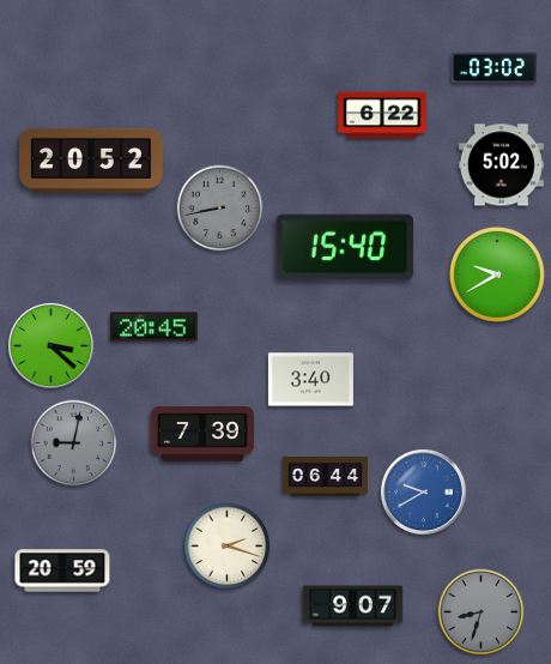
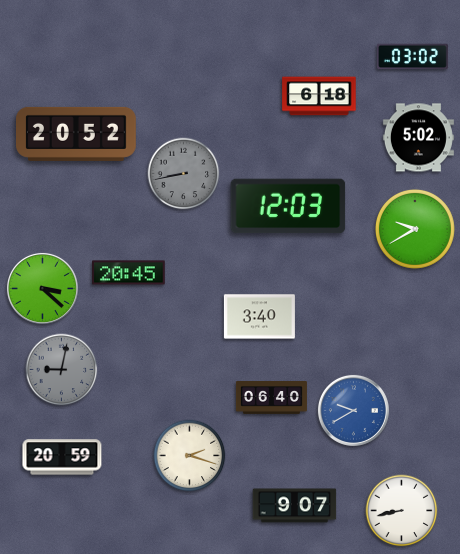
clock at (382, 115): 6:22 -> 6:18
clock at (345, 247): 15:40 -> 12:03
clock at (202, 434): 7:39 -> none
clock at (325, 477): 06:44 -> 06:40
clock at (62, 571) position: (62, 571) -> (62, 457)
clock at (482, 612): 8:33 -> 8:43
clock at (482, 612) dial: grey -> white
